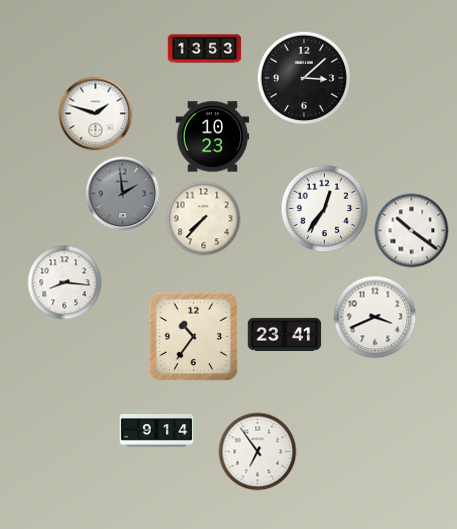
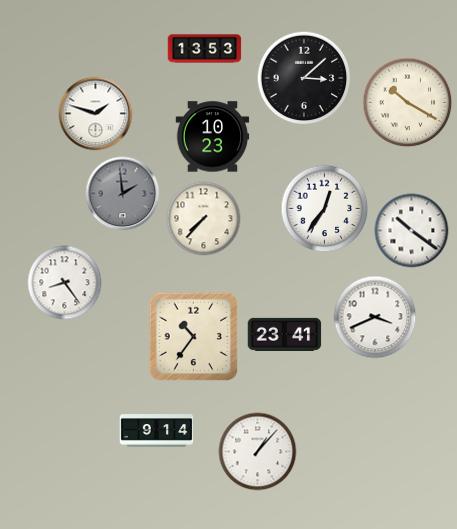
clock at (408, 103): none -> 10:20
clock at (65, 283): 8:16 -> 8:24
clock at (258, 452): 6:54 -> 1:07
